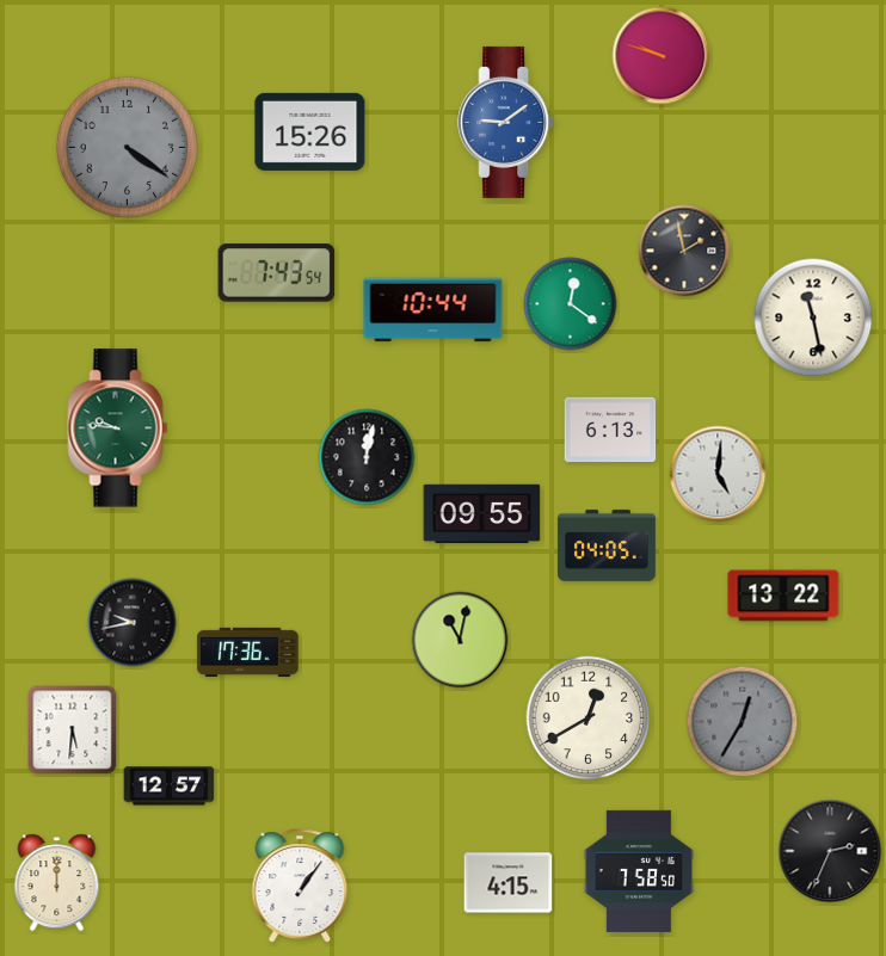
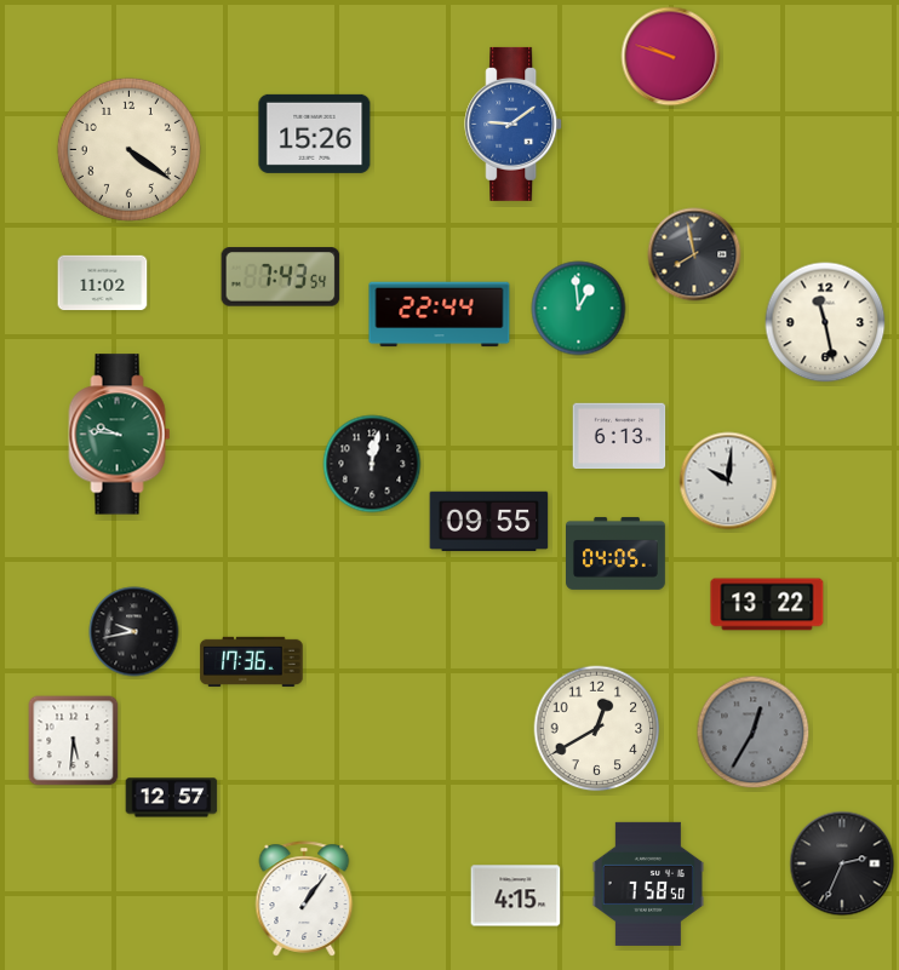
clock at (127, 147) dial: grey -> cream
clock at (684, 251): 1:58 -> 7:58
clock at (103, 283): none -> 11:02
clock at (571, 304): 12:21 -> 12:59
clock at (433, 310): 10:44 -> 22:44
clock at (718, 474): 5:01 -> 10:01
clock at (783, 596) position: (783, 596) -> (767, 604)
clock at (460, 640): 11:02 -> none
clock at (57, 883): 12:00 -> none
